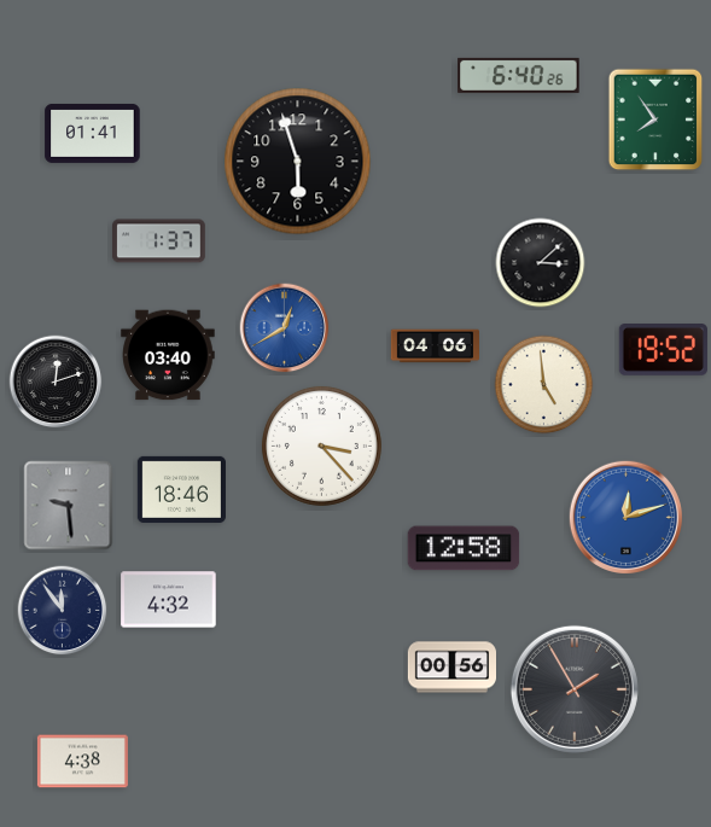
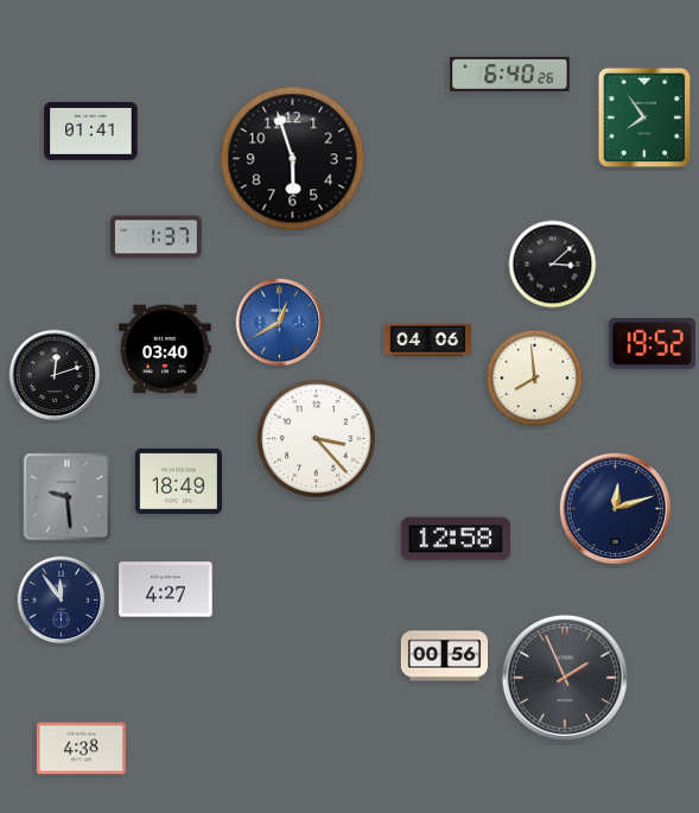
clock at (541, 263) position: (541, 263) -> (553, 265)
clock at (544, 385): 4:59 -> 7:59
clock at (181, 489): 18:46 -> 18:49
clock at (625, 517) dial: blue -> navy
clock at (169, 600): 4:32 -> 4:27
clock at (575, 689): 1:55 -> 1:56
